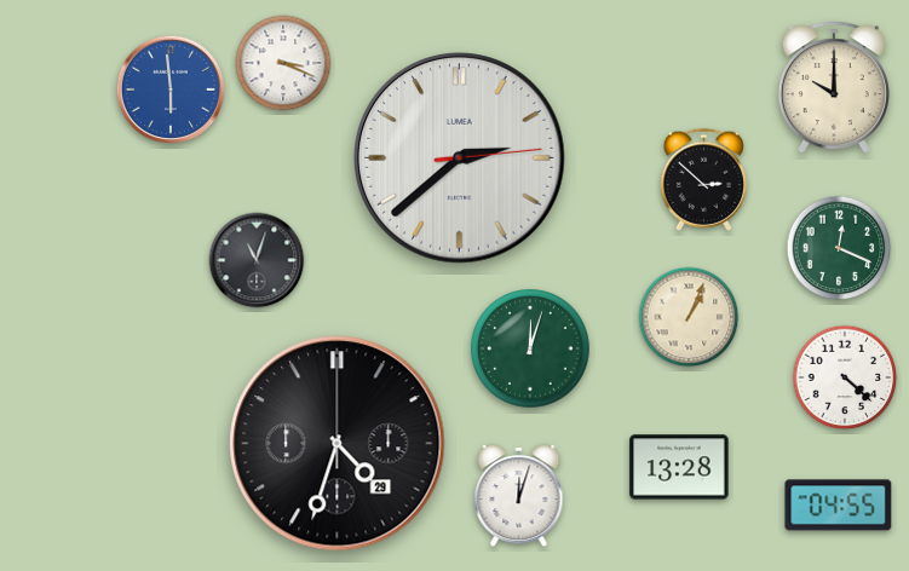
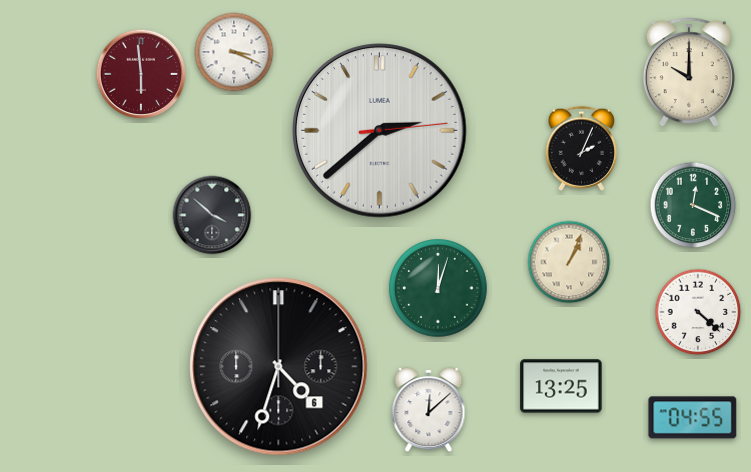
clock at (169, 88) dial: blue -> burgundy
clock at (703, 179): 2:52 -> 2:04
clock at (257, 260): 11:03 -> 3:52
clock at (338, 444) date: 29 -> 6
clock at (679, 467): 13:28 -> 13:25
clock at (519, 496): 12:03 -> 12:08
